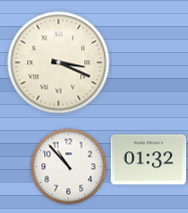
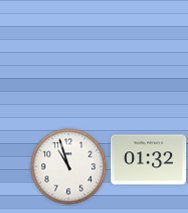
clock at (59, 63): 3:19 -> none
clock at (69, 167): 10:53 -> 10:57
